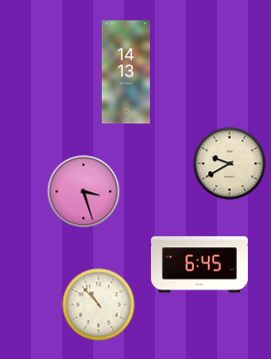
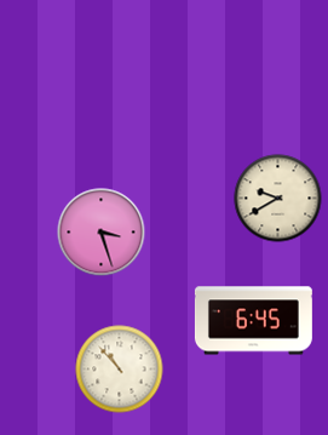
clock at (125, 72): 14:13 -> none
clock at (199, 265) position: (199, 265) -> (253, 321)
